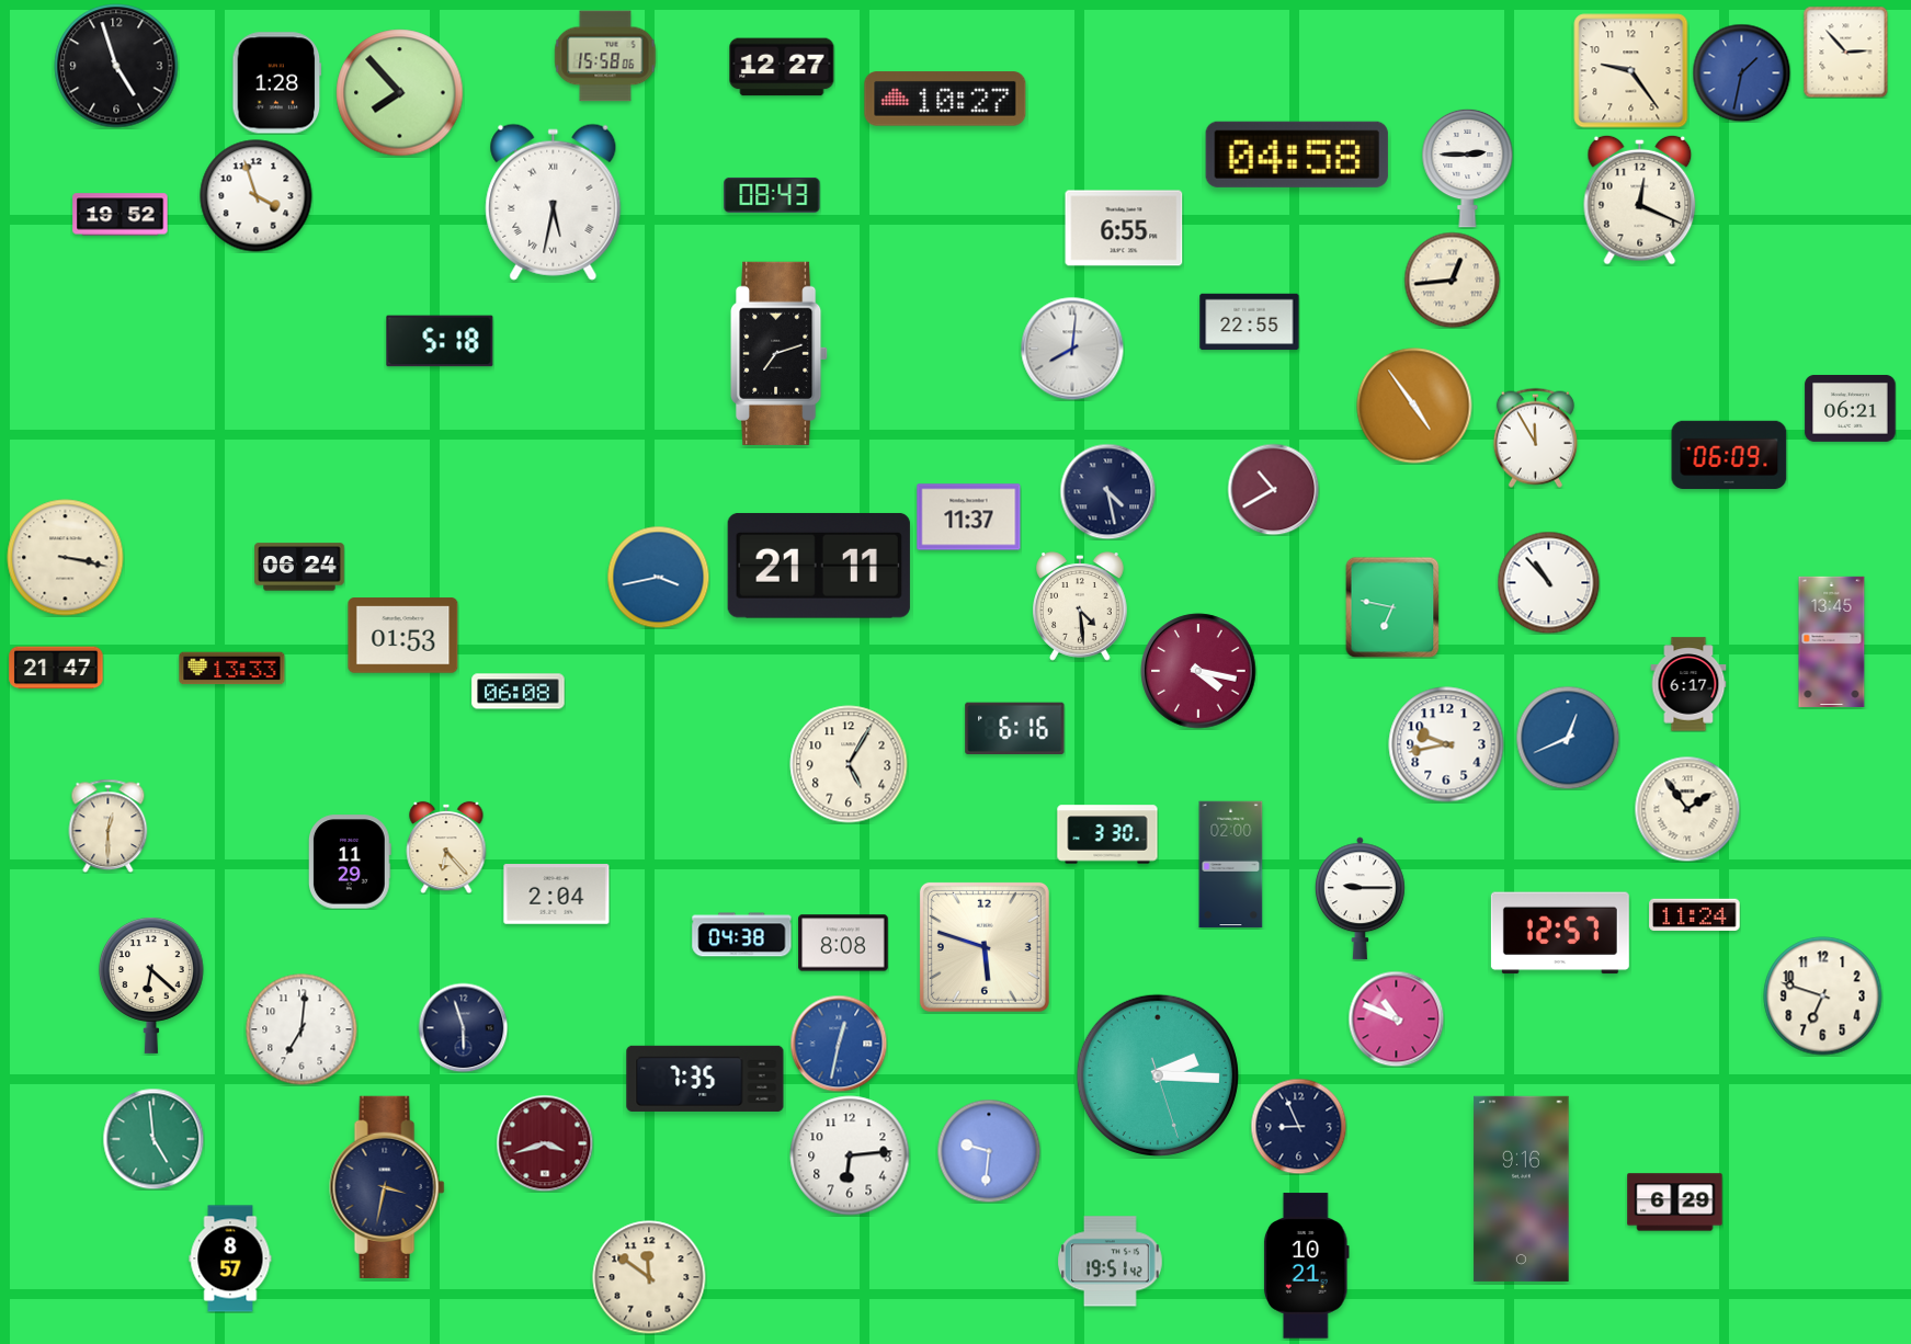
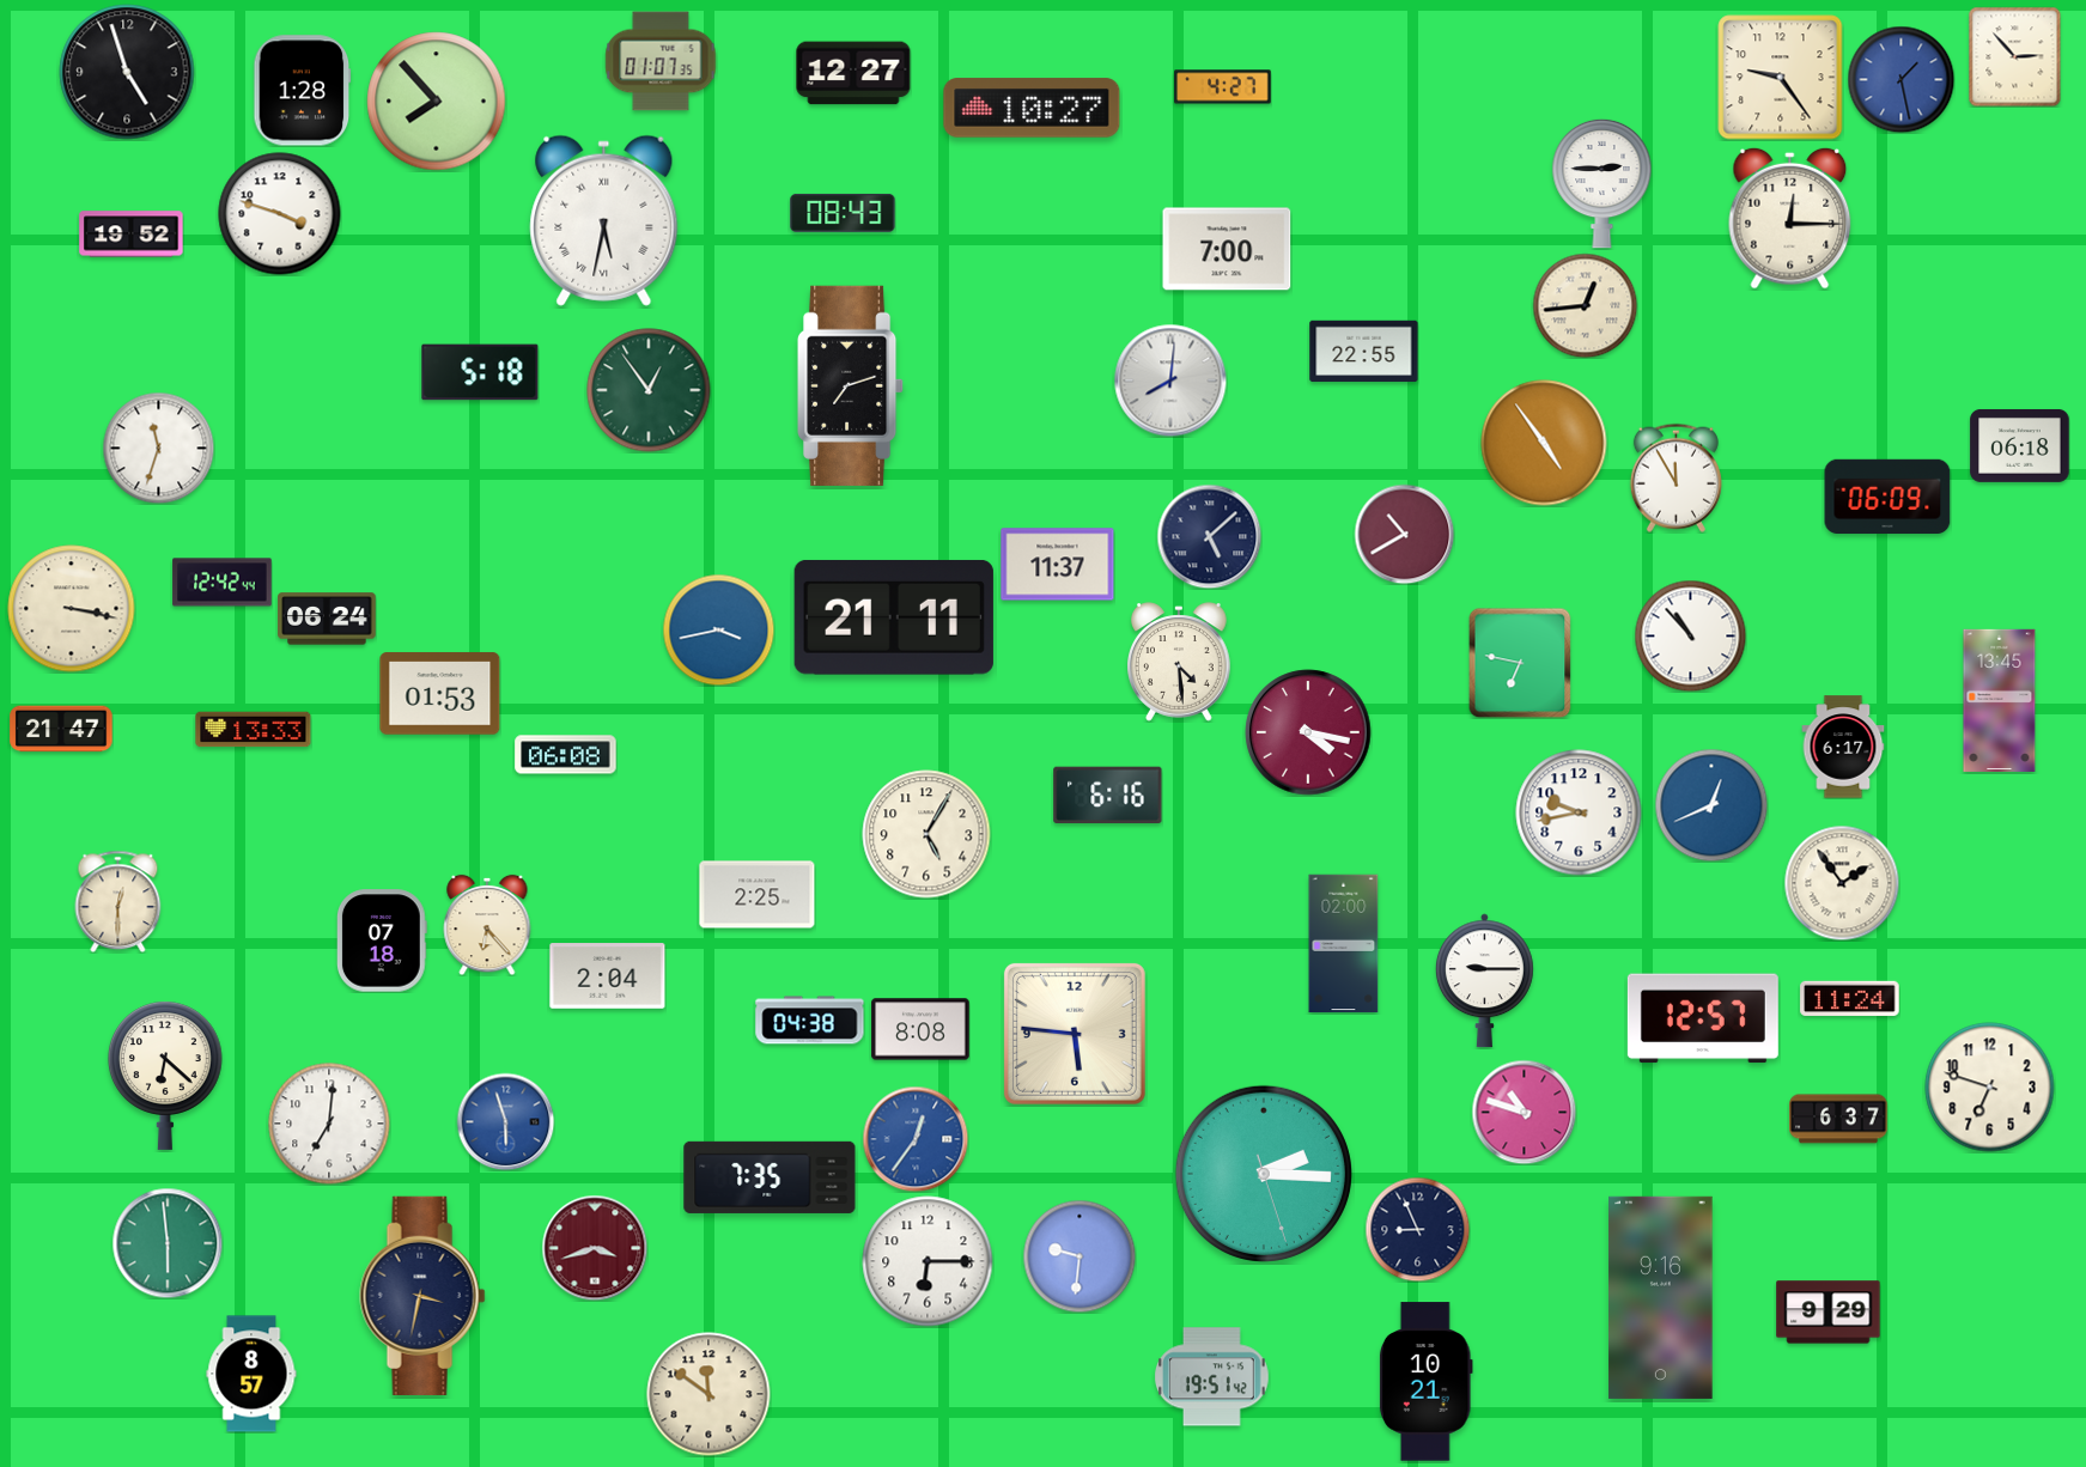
clock at (605, 56): 15:58 -> 01:07
clock at (1741, 72): 1:32 -> 1:28
clock at (1223, 87): none -> 4:27
clock at (1297, 155): 04:58 -> none
clock at (257, 196): 3:57 -> 3:48
clock at (1640, 200): 12:19 -> 12:15
clock at (1124, 228): 6:55 -> 7:00
clock at (649, 390): none -> 12:54
clock at (1851, 409): 06:21 -> 06:18
clock at (158, 448): none -> 11:33
clock at (1273, 489) position: (1273, 489) -> (1404, 534)
clock at (1107, 491): 4:28 -> 5:08
clock at (223, 583): none -> 12:42
clock at (758, 895): none -> 2:25
clock at (1107, 834): 3:30 -> none
clock at (350, 862): 11:29 -> 07:18
clock at (985, 947): 5:48 -> 5:46
clock at (1396, 1018): 10:49 -> 10:48
clock at (1838, 1119): none -> 6:37
clock at (463, 1027) dial: navy -> blue
clock at (839, 1044): 12:32 -> 12:36
clock at (153, 1139): 4:59 -> 5:59
clock at (850, 1155): 6:14 -> 6:15
clock at (1675, 1203): 6:29 -> 9:29
